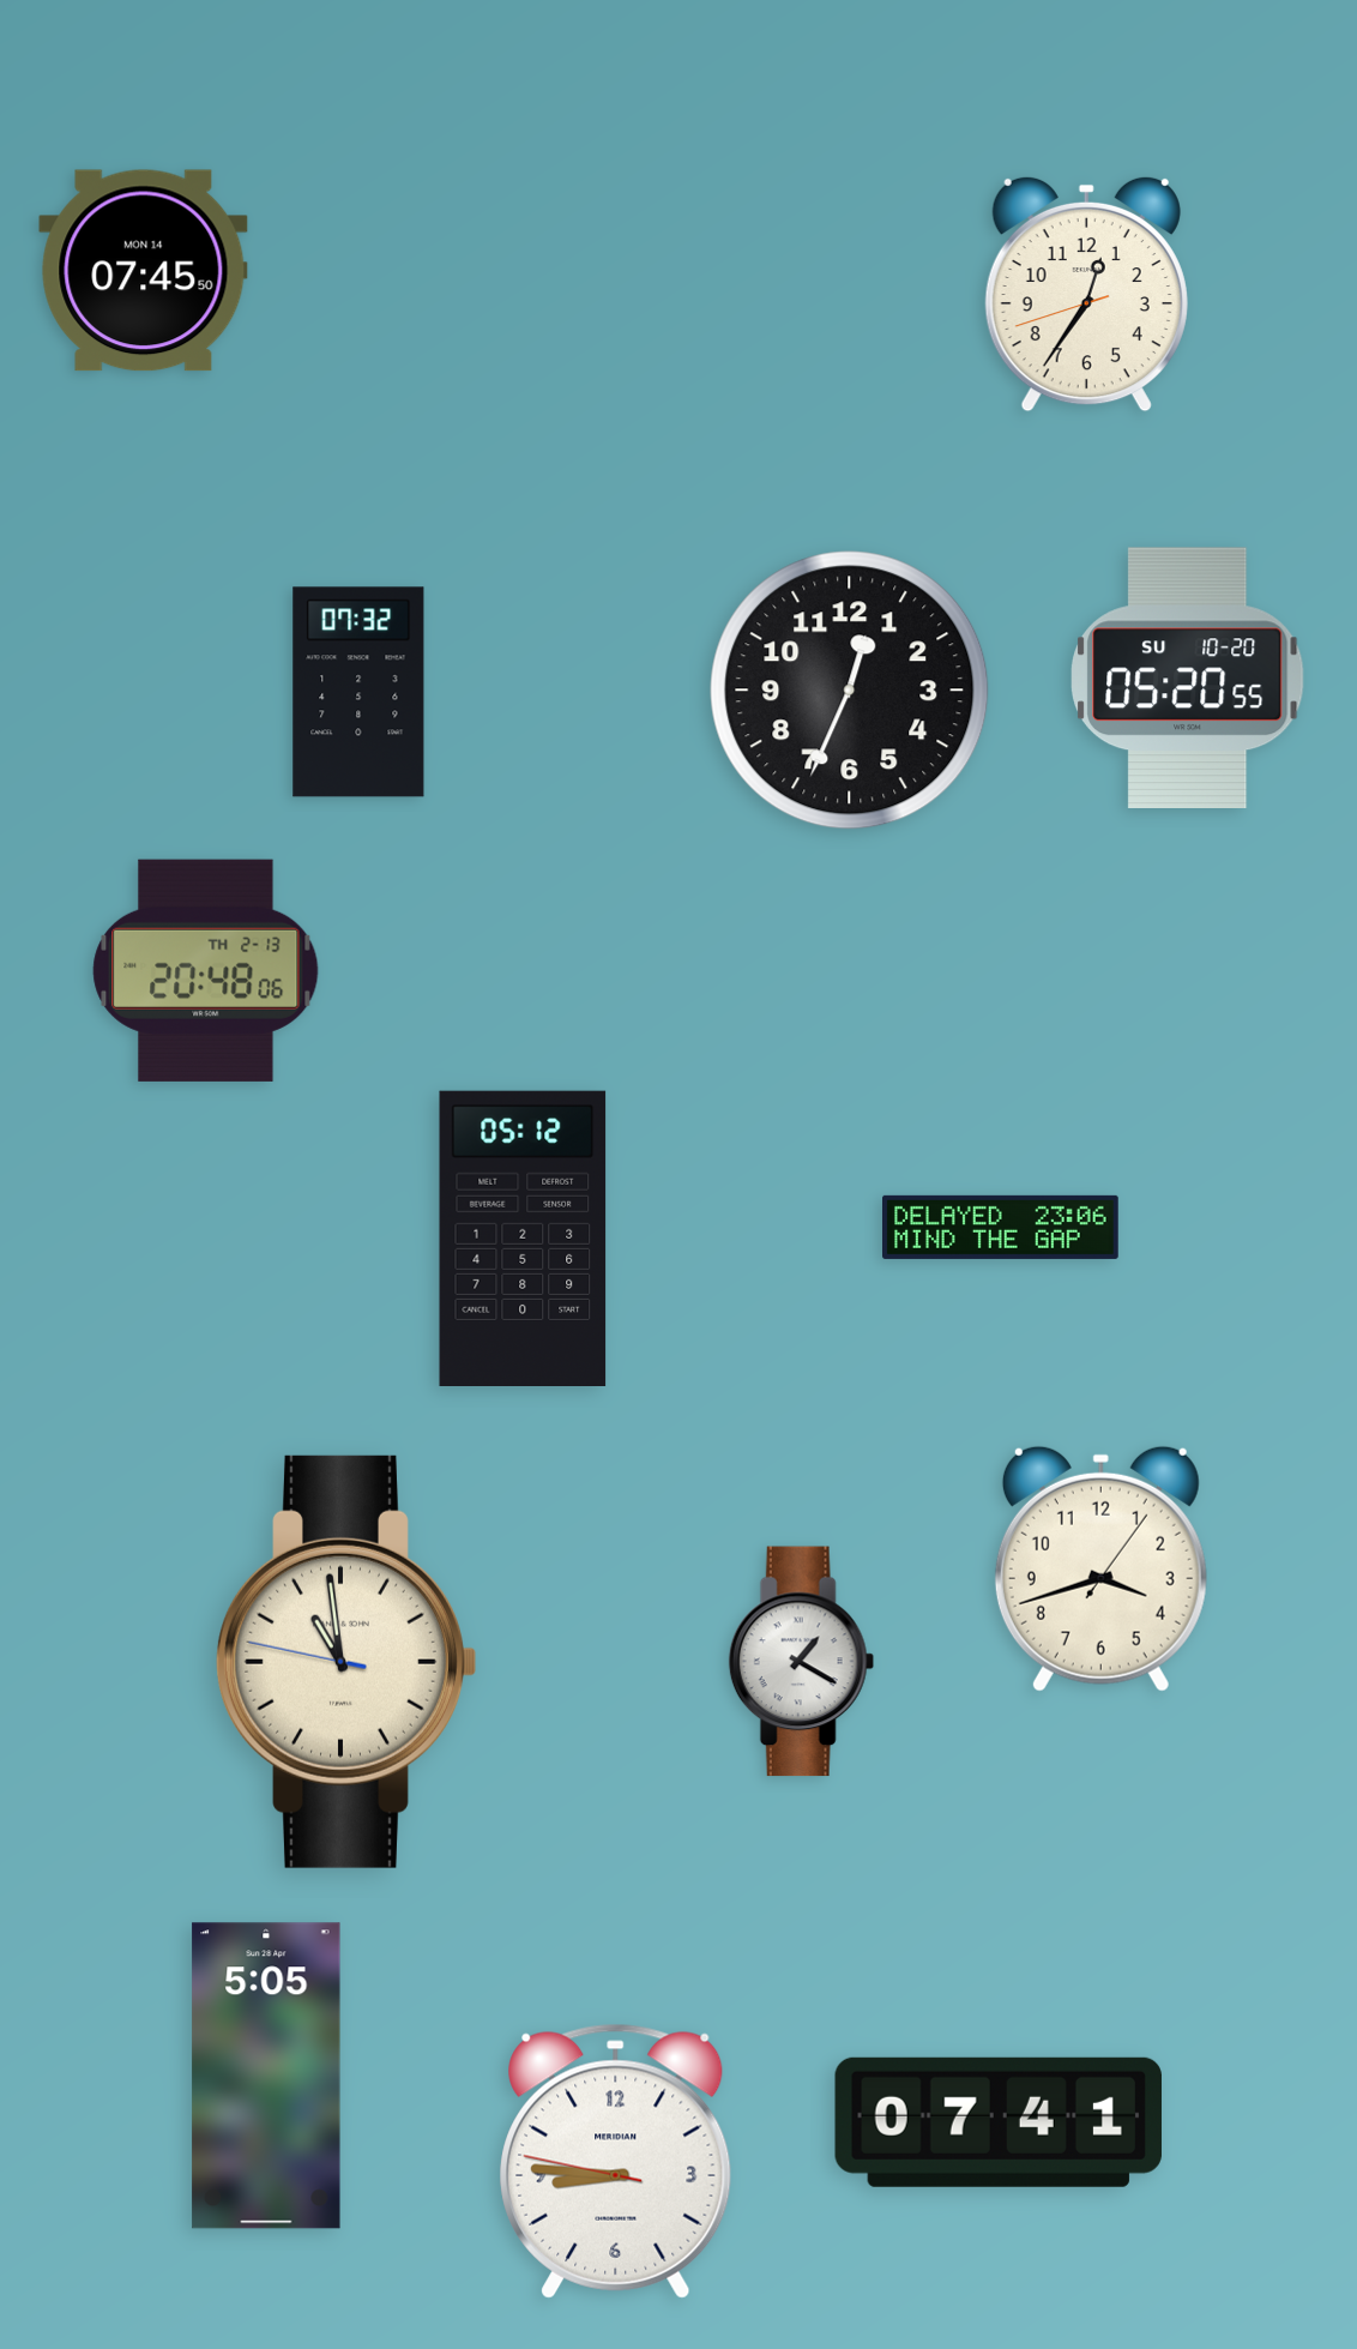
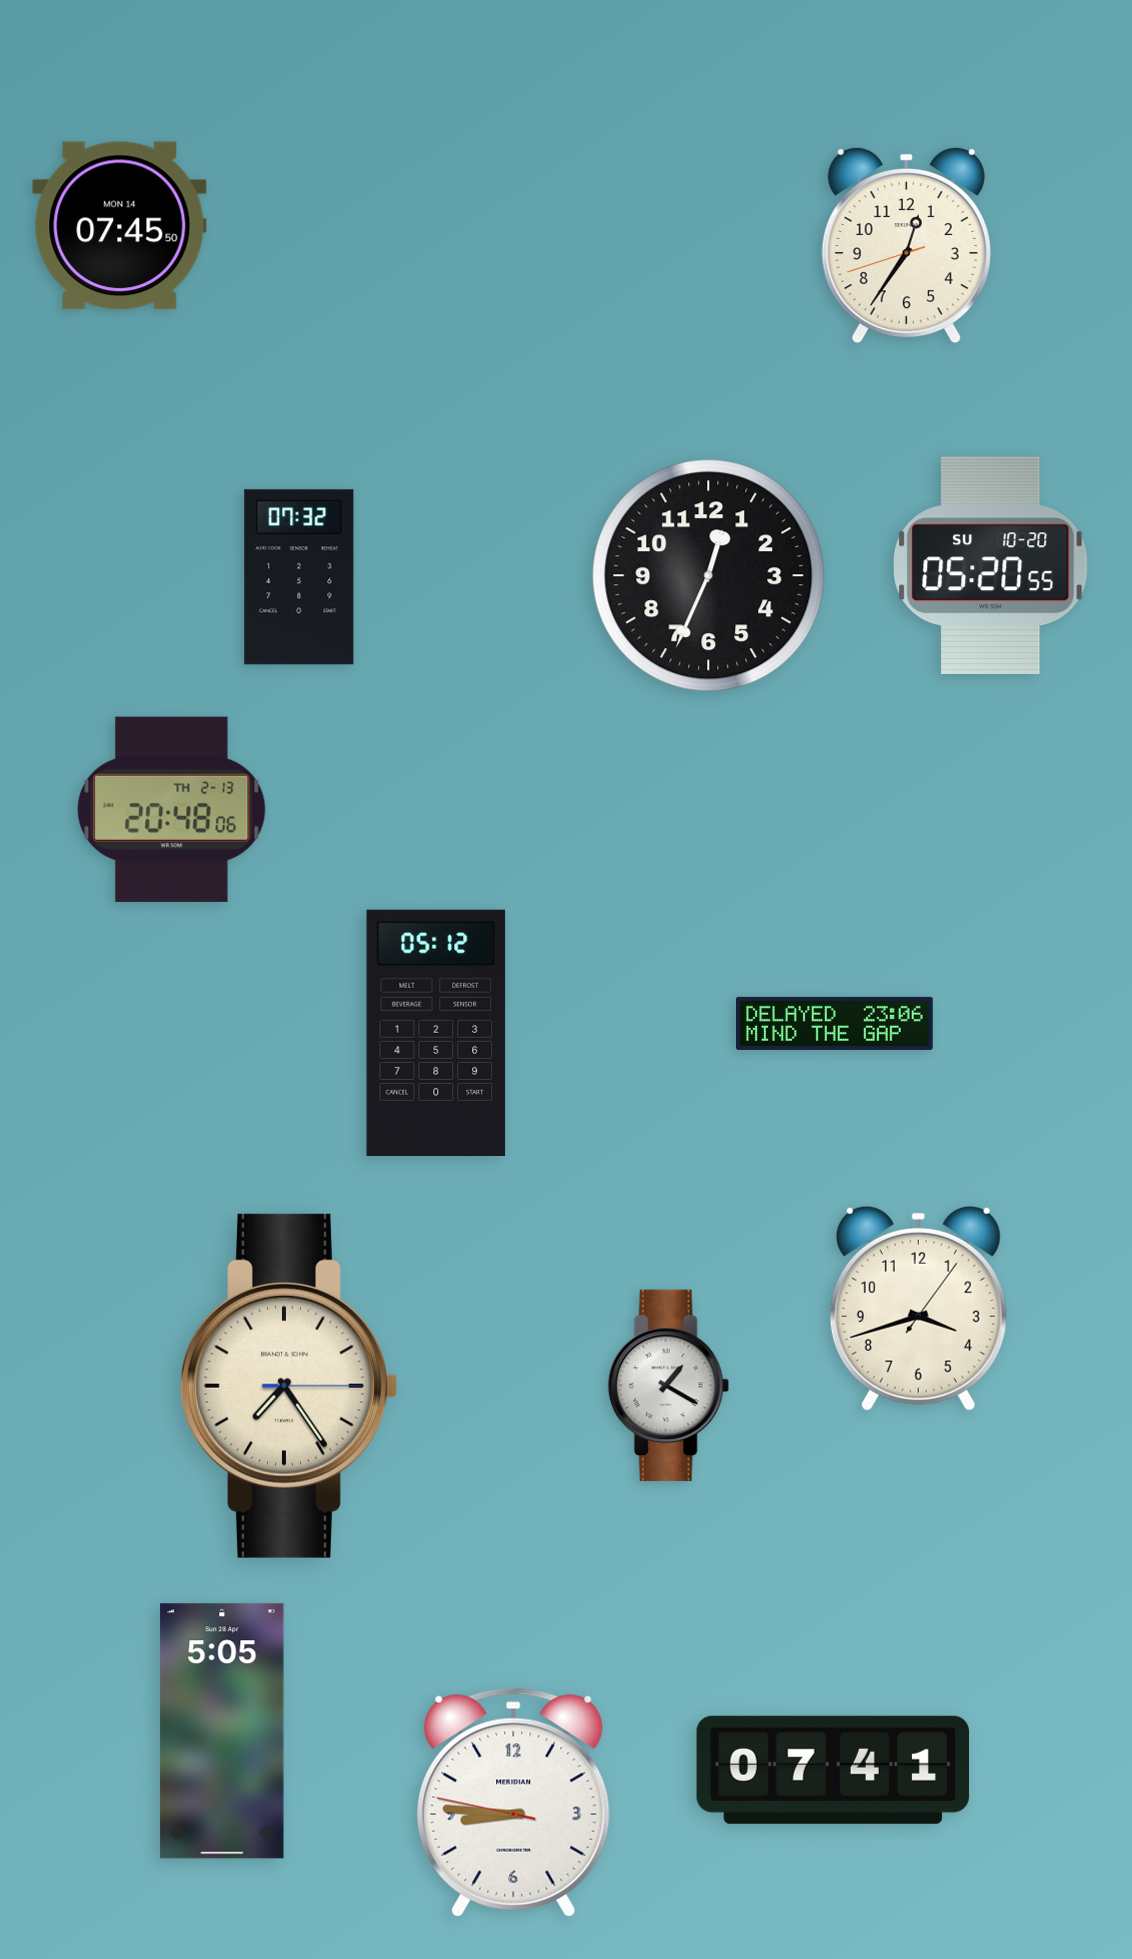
clock at (346, 1662): 10:58 -> 7:24
